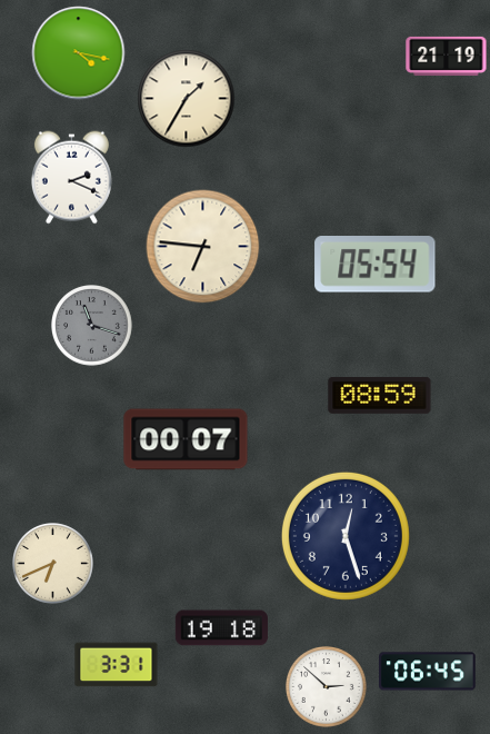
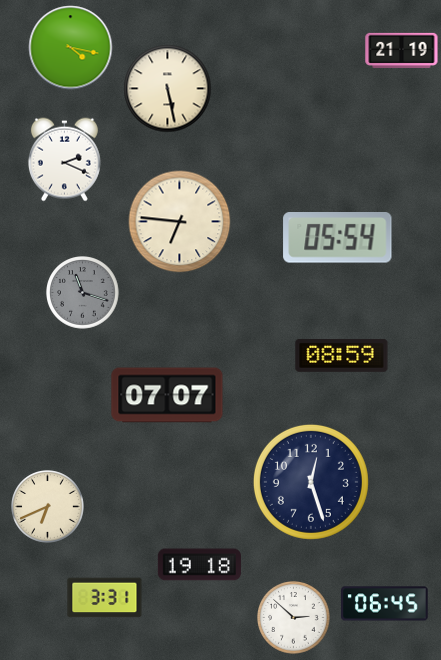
clock at (187, 99): 1:35 -> 5:28
clock at (203, 247) position: (203, 247) -> (180, 222)
clock at (186, 439): 00:07 -> 07:07
